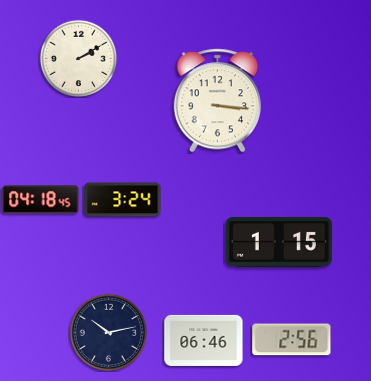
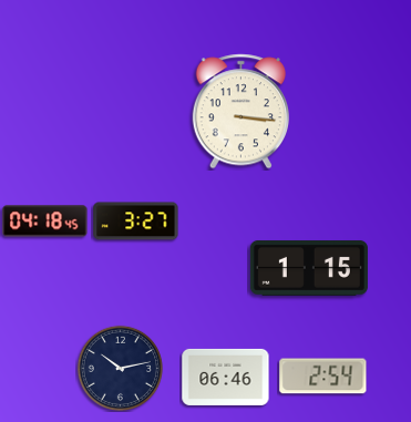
clock at (78, 58): 2:10 -> none
clock at (123, 200): 3:24 -> 3:27
clock at (292, 340): 2:56 -> 2:54
